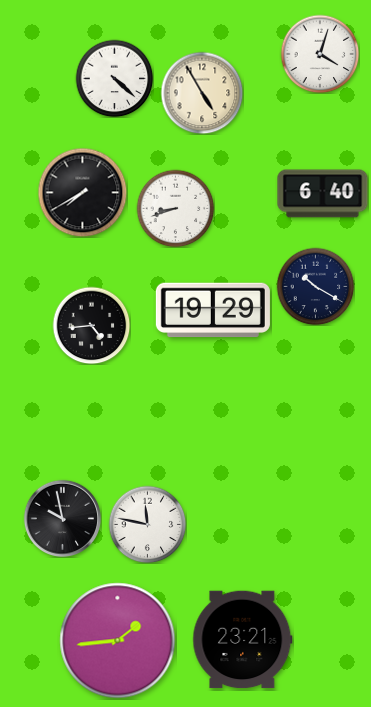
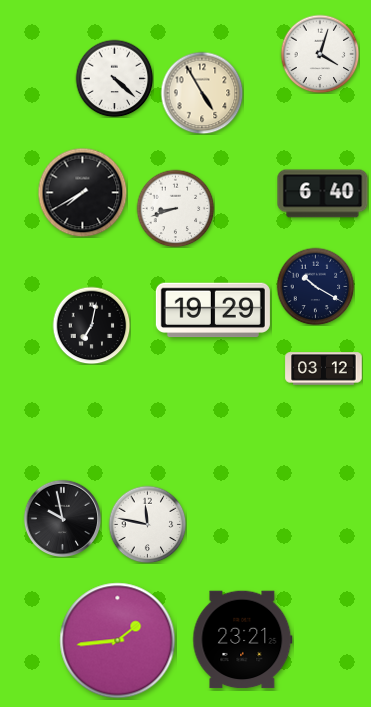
clock at (91, 325): 4:44 -> 7:02
clock at (324, 369): none -> 03:12
